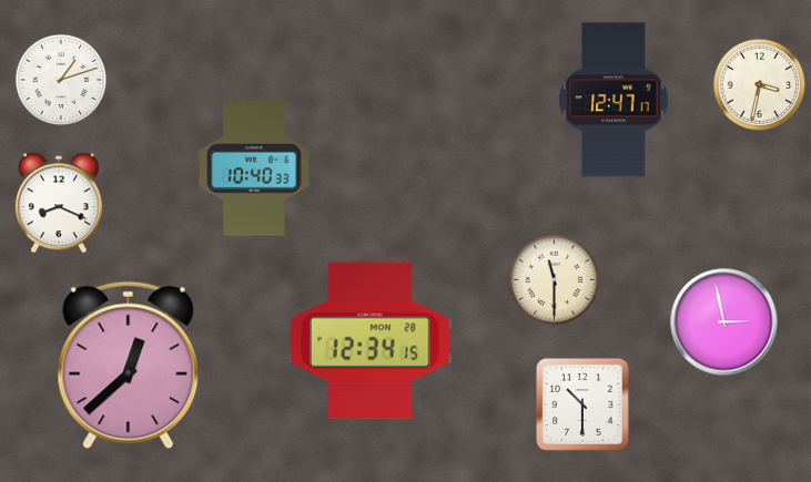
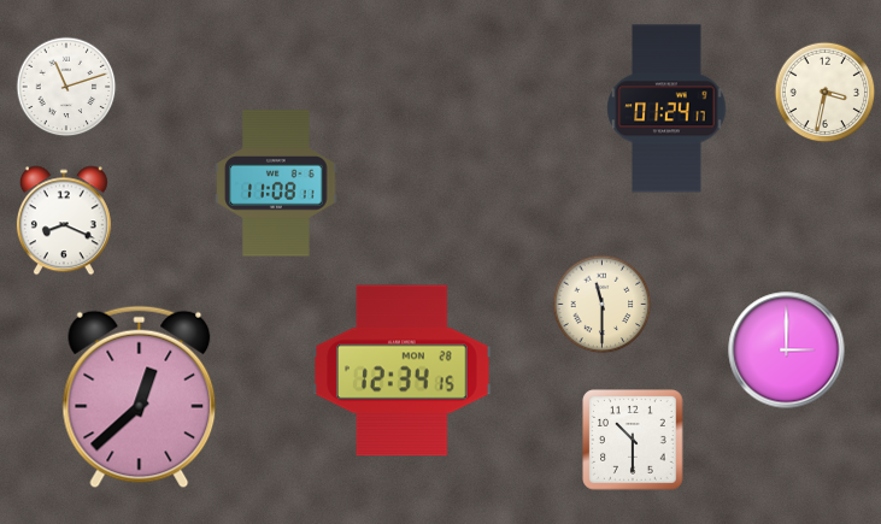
clock at (61, 80): 1:12 -> 11:12
clock at (614, 100): 12:47 -> 01:24
clock at (254, 168): 10:40 -> 11:08
clock at (724, 322): 2:58 -> 3:00
